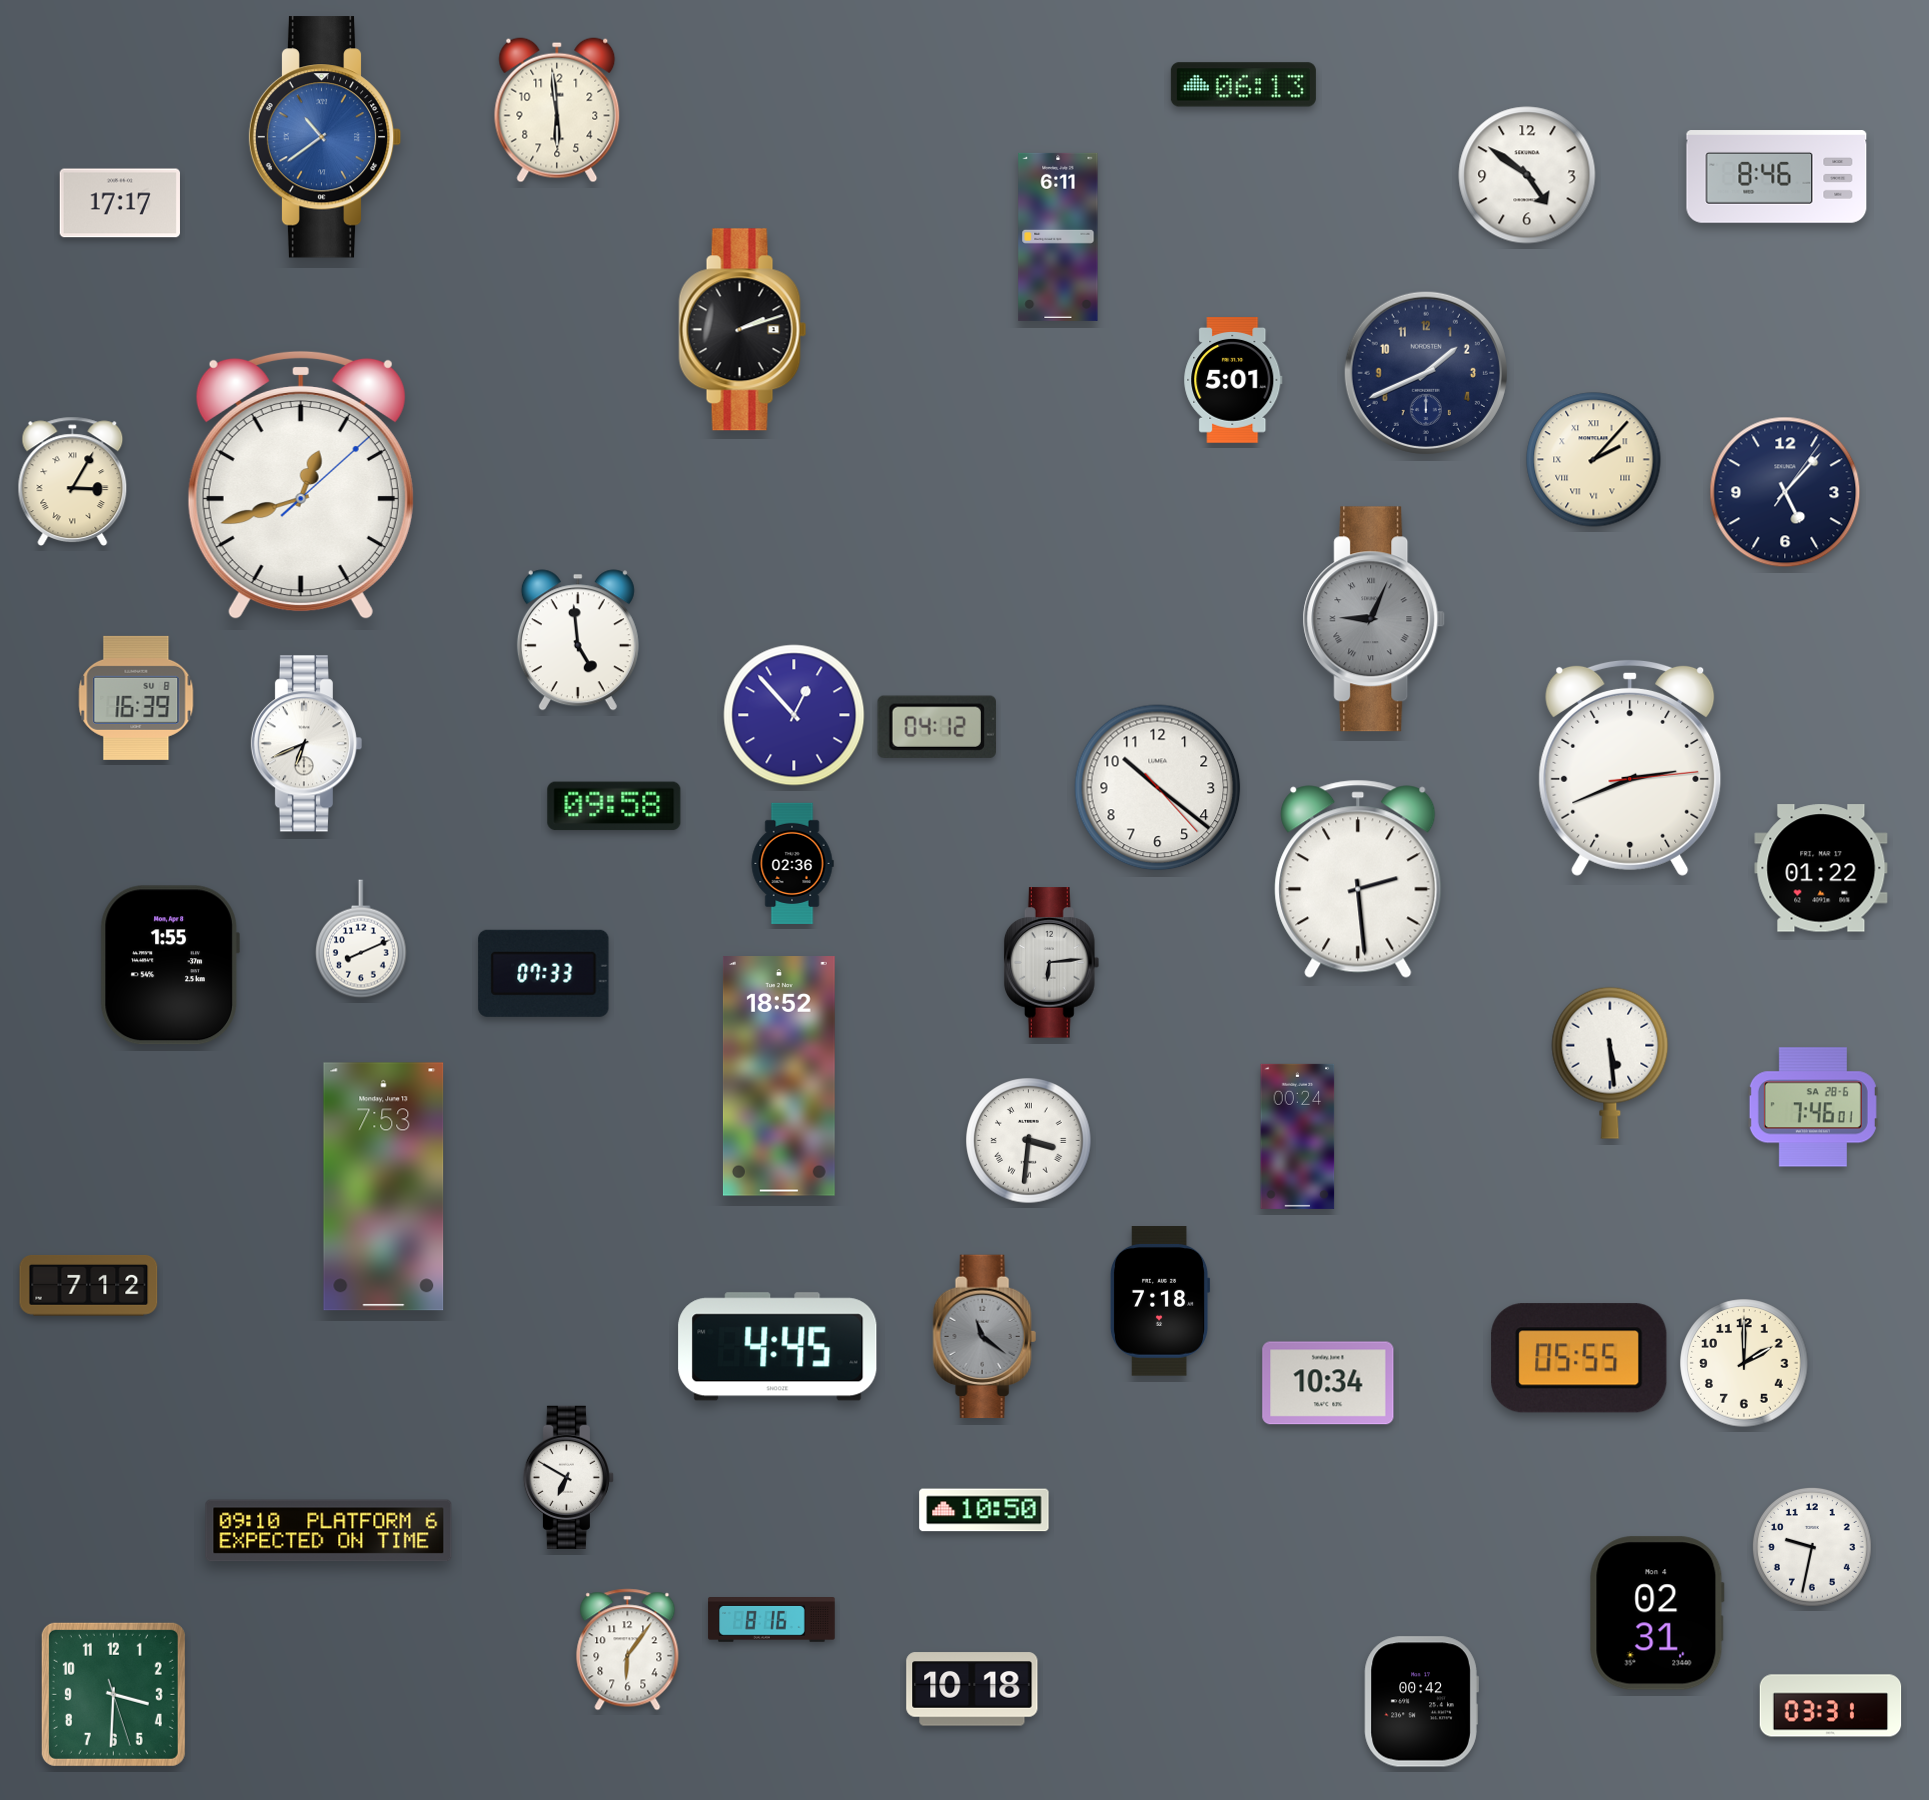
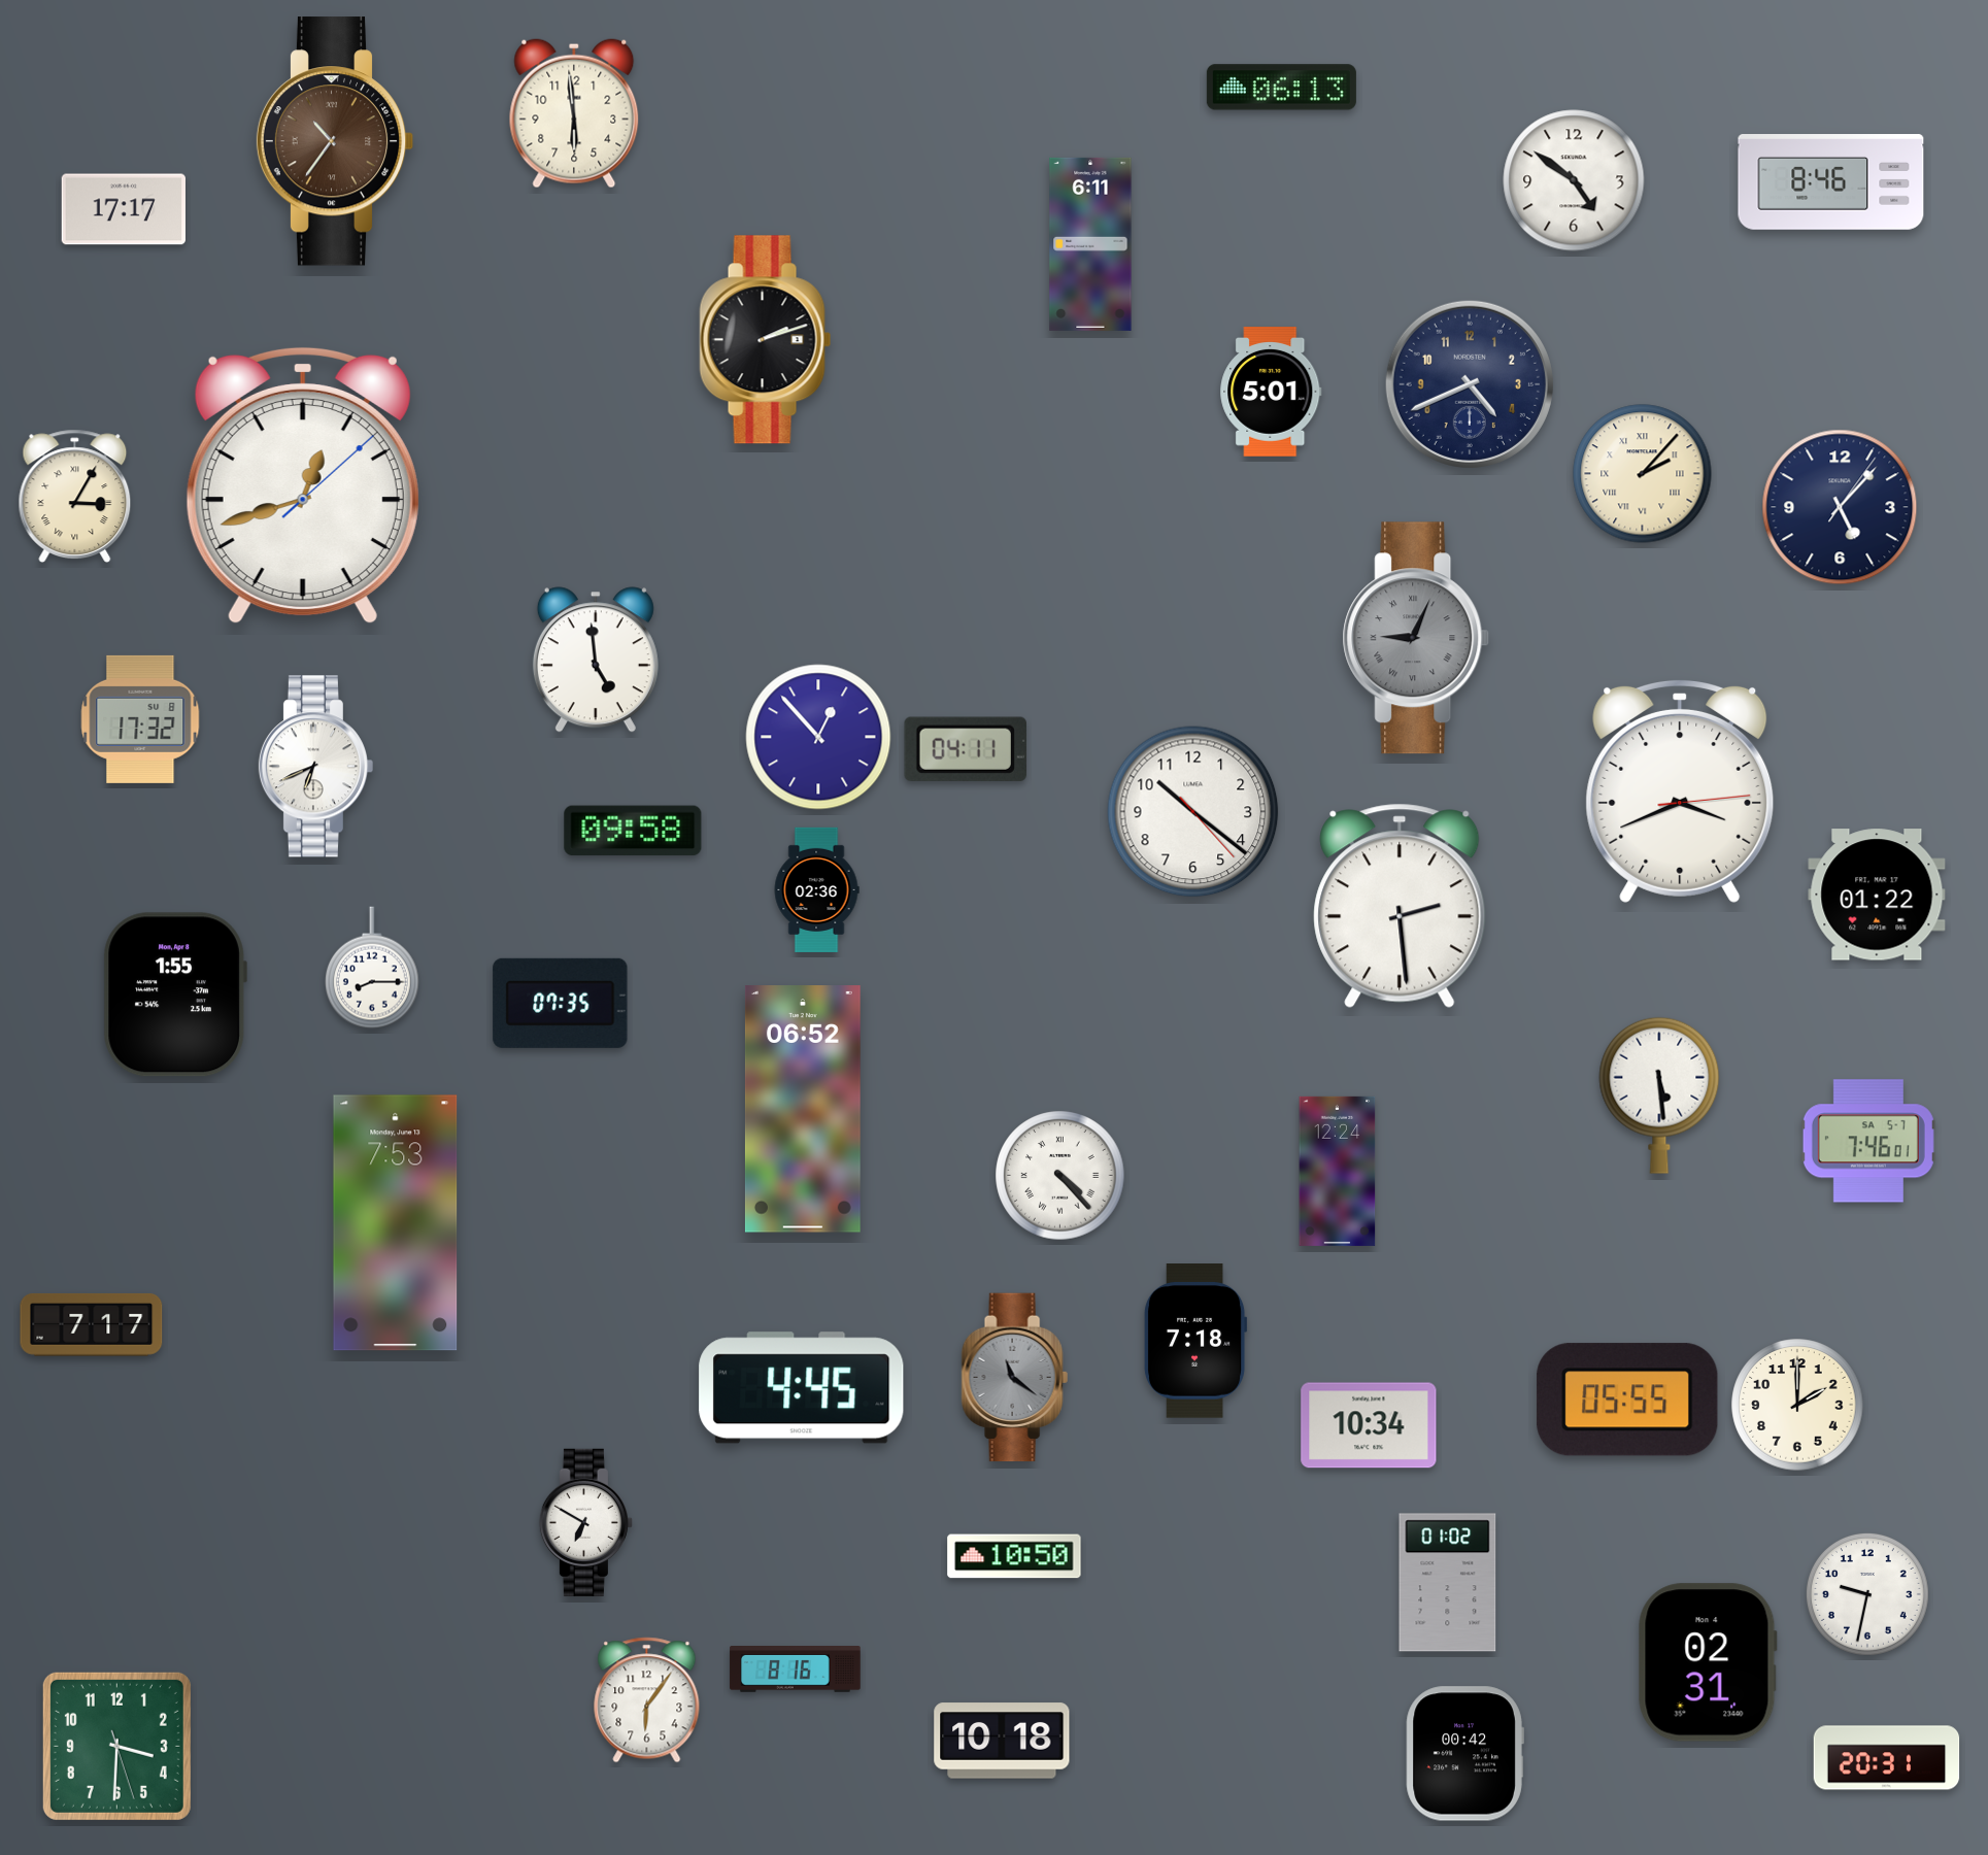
clock at (325, 137): 10:39 -> 10:36
clock at (325, 137) dial: blue -> brown
clock at (1426, 373): 1:41 -> 4:41
clock at (301, 485) position: (301, 485) -> (303, 485)
clock at (136, 698): 16:39 -> 17:32
clock at (937, 727): 04:12 -> 04:11
clock at (1630, 767): 2:41 -> 3:41
clock at (361, 939): 8:11 -> 8:15
clock at (1052, 963): 6:14 -> none
clock at (544, 973): 07:33 -> 07:35
clock at (779, 1076): 18:52 -> 06:52
clock at (1813, 1107) date: SA 28-6 -> SA 5-7
clock at (1298, 1136): 00:24 -> 12:24
clock at (1029, 1141): 3:31 -> 4:23
clock at (89, 1286): 7:12 -> 7:17
clock at (329, 1531): 09:10 -> none
clock at (1448, 1583): none -> 01:02
clock at (1831, 1706): 03:31 -> 20:31
